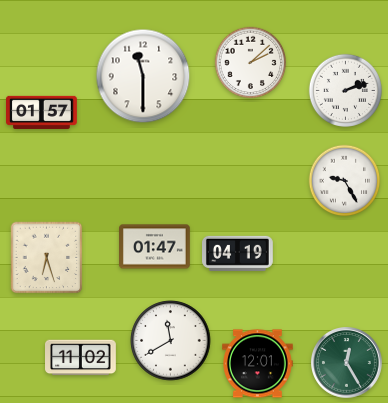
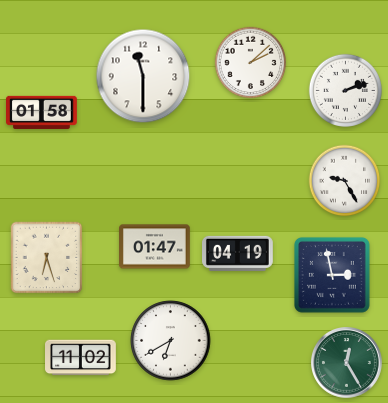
clock at (42, 112): 01:57 -> 01:58
clock at (332, 275): none -> 2:58
clock at (171, 341): 11:40 -> 6:40
clock at (258, 364): 12:01 -> none
